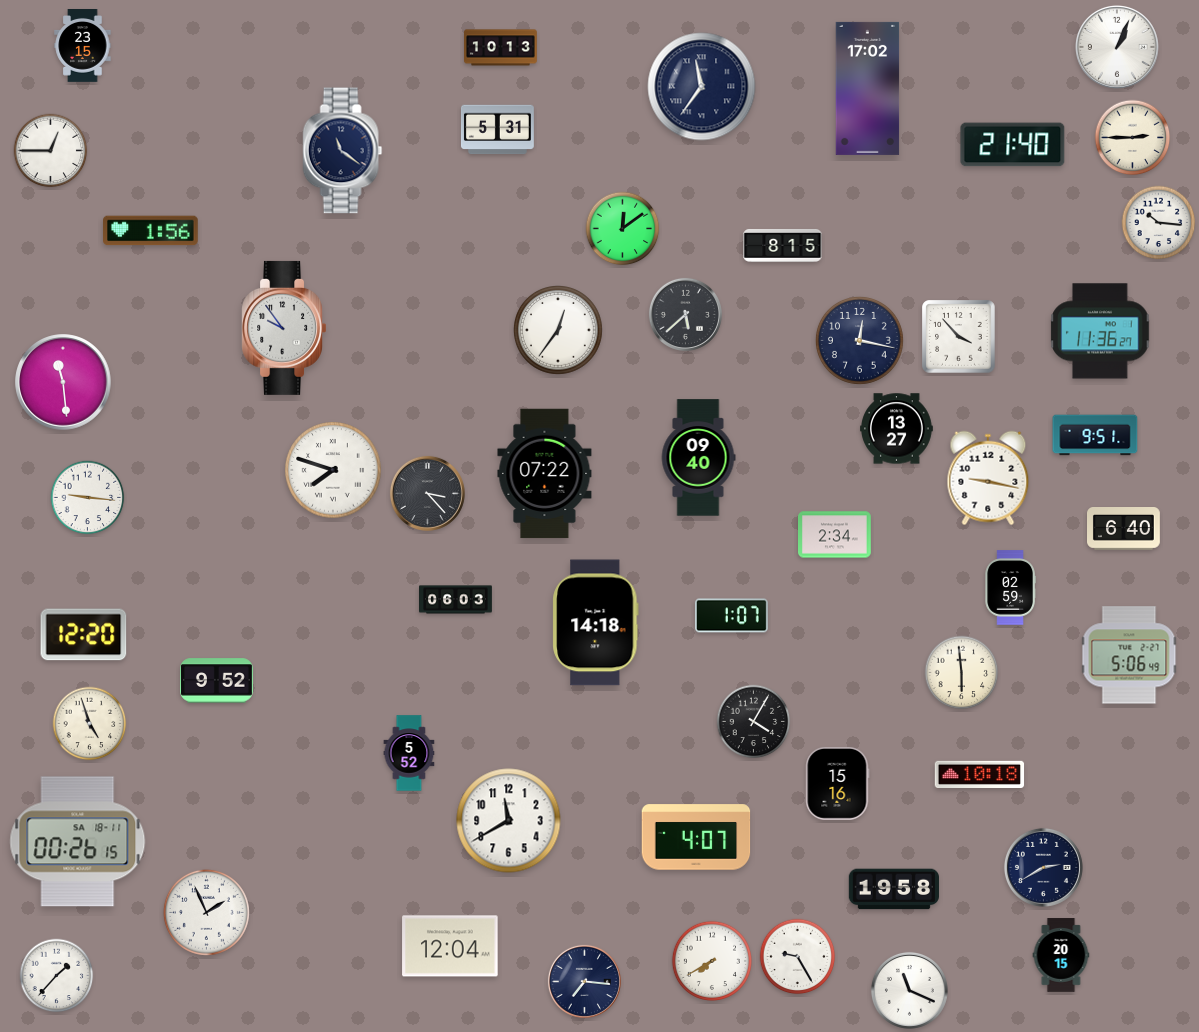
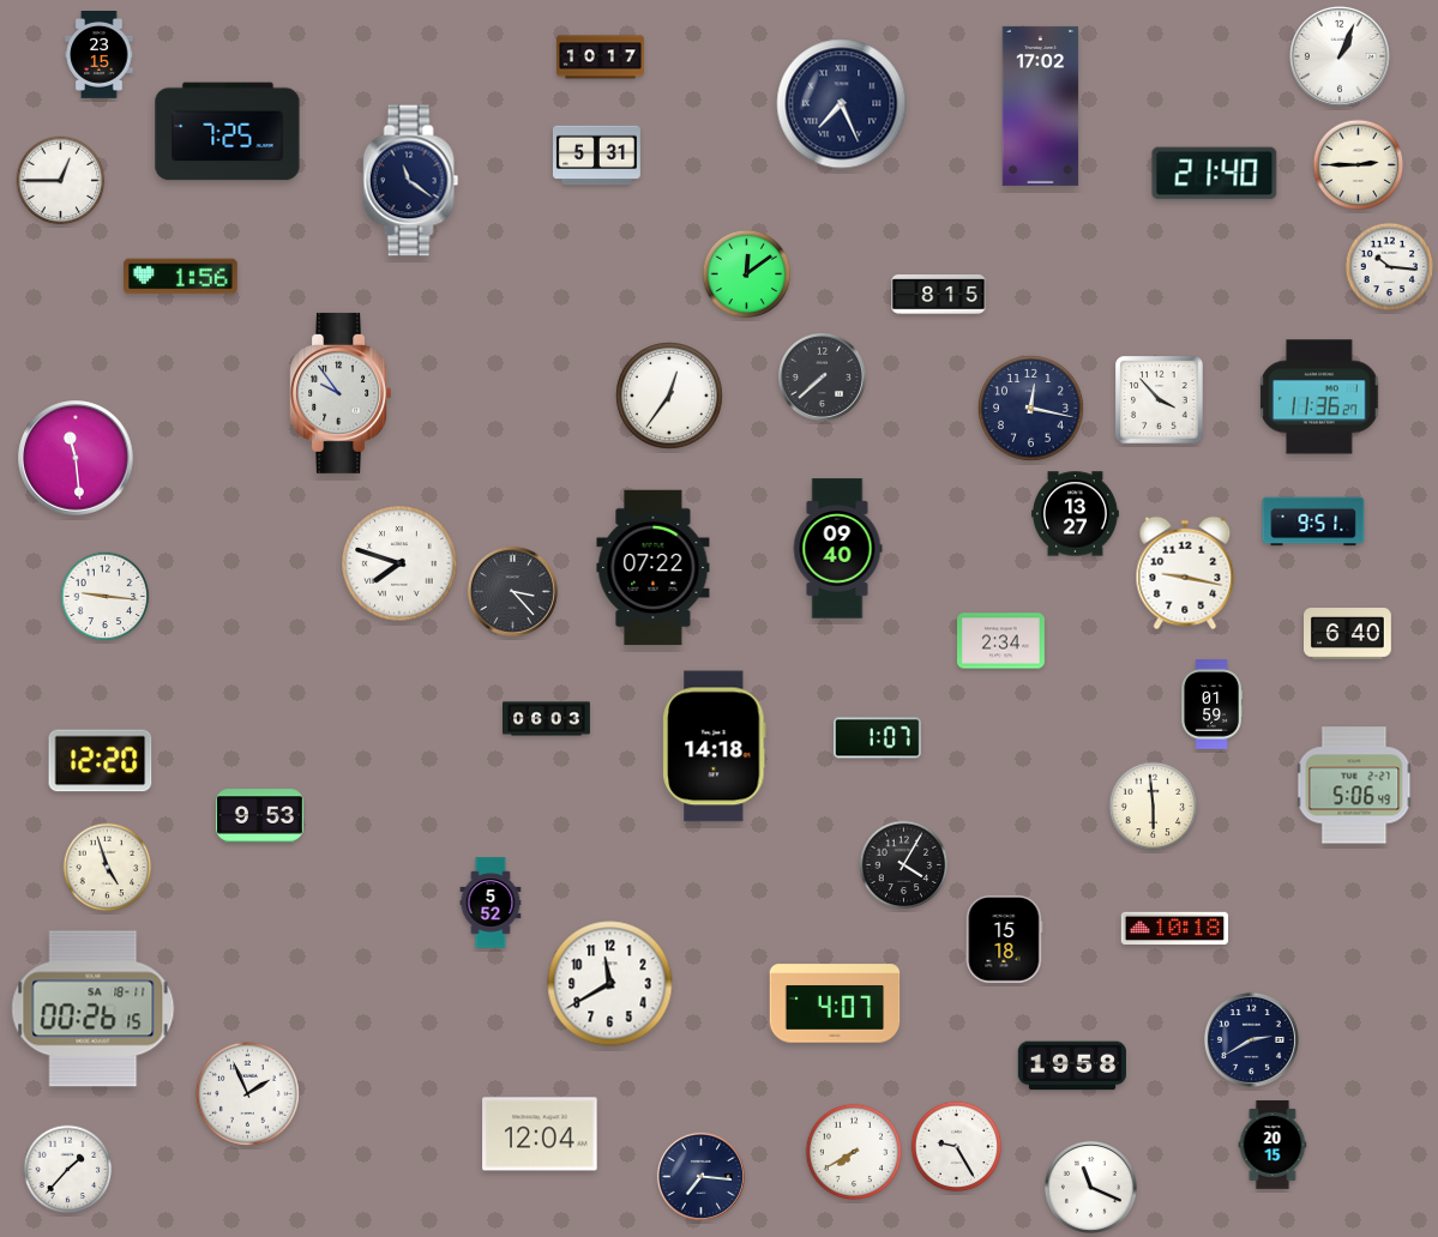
clock at (501, 48): 10:13 -> 10:17
clock at (702, 87): 11:36 -> 7:26
clock at (228, 132): none -> 7:25
clock at (685, 314): 5:38 -> 7:38
clock at (959, 337) position: (959, 337) -> (1160, 400)
clock at (1010, 588): 02:59 -> 01:59
clock at (217, 681): 9:52 -> 9:53
clock at (838, 783): 15:16 -> 15:18
